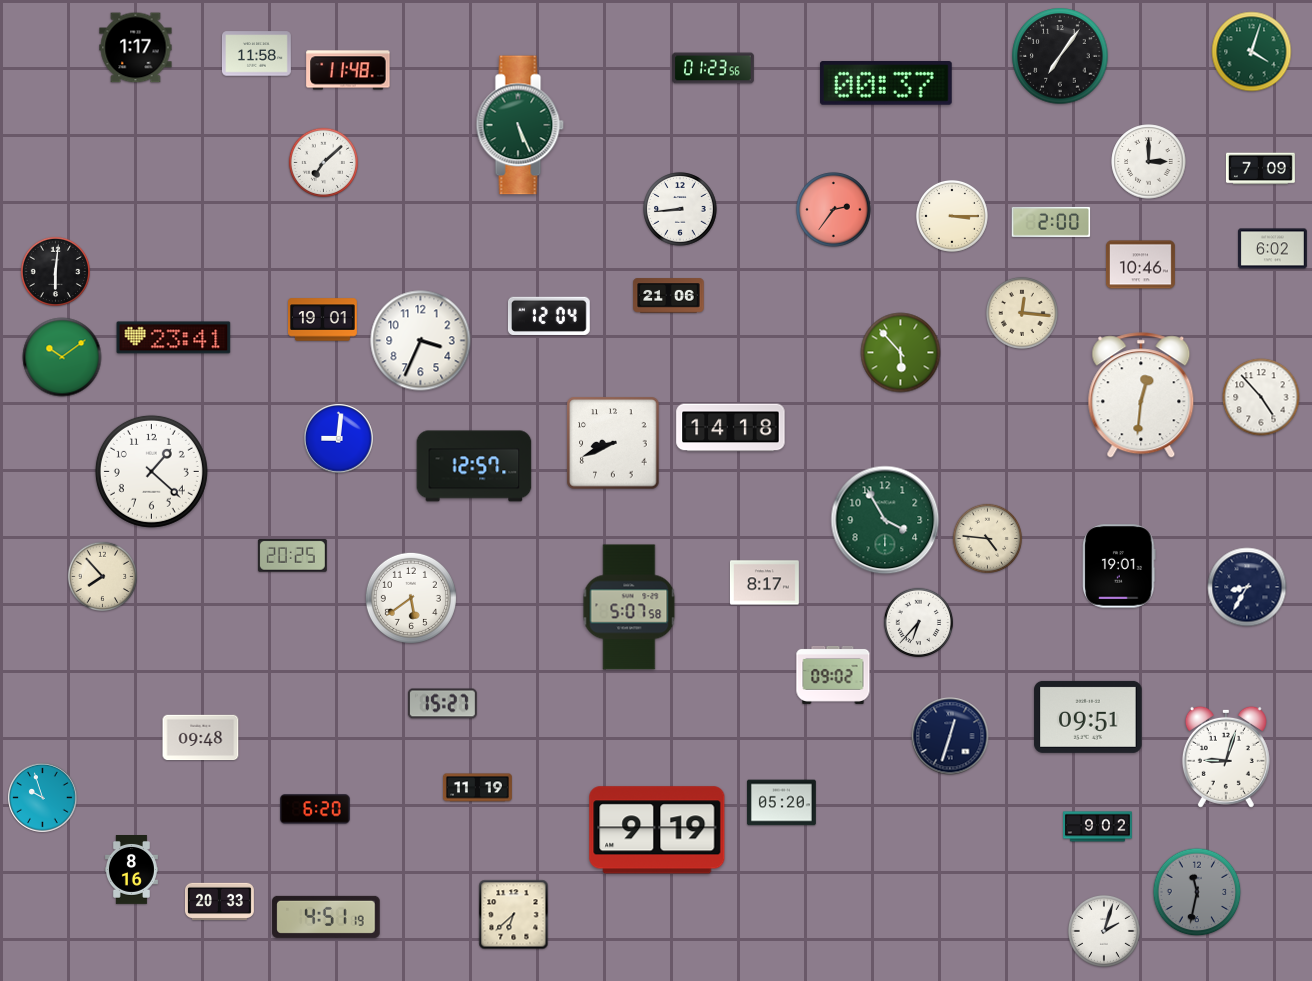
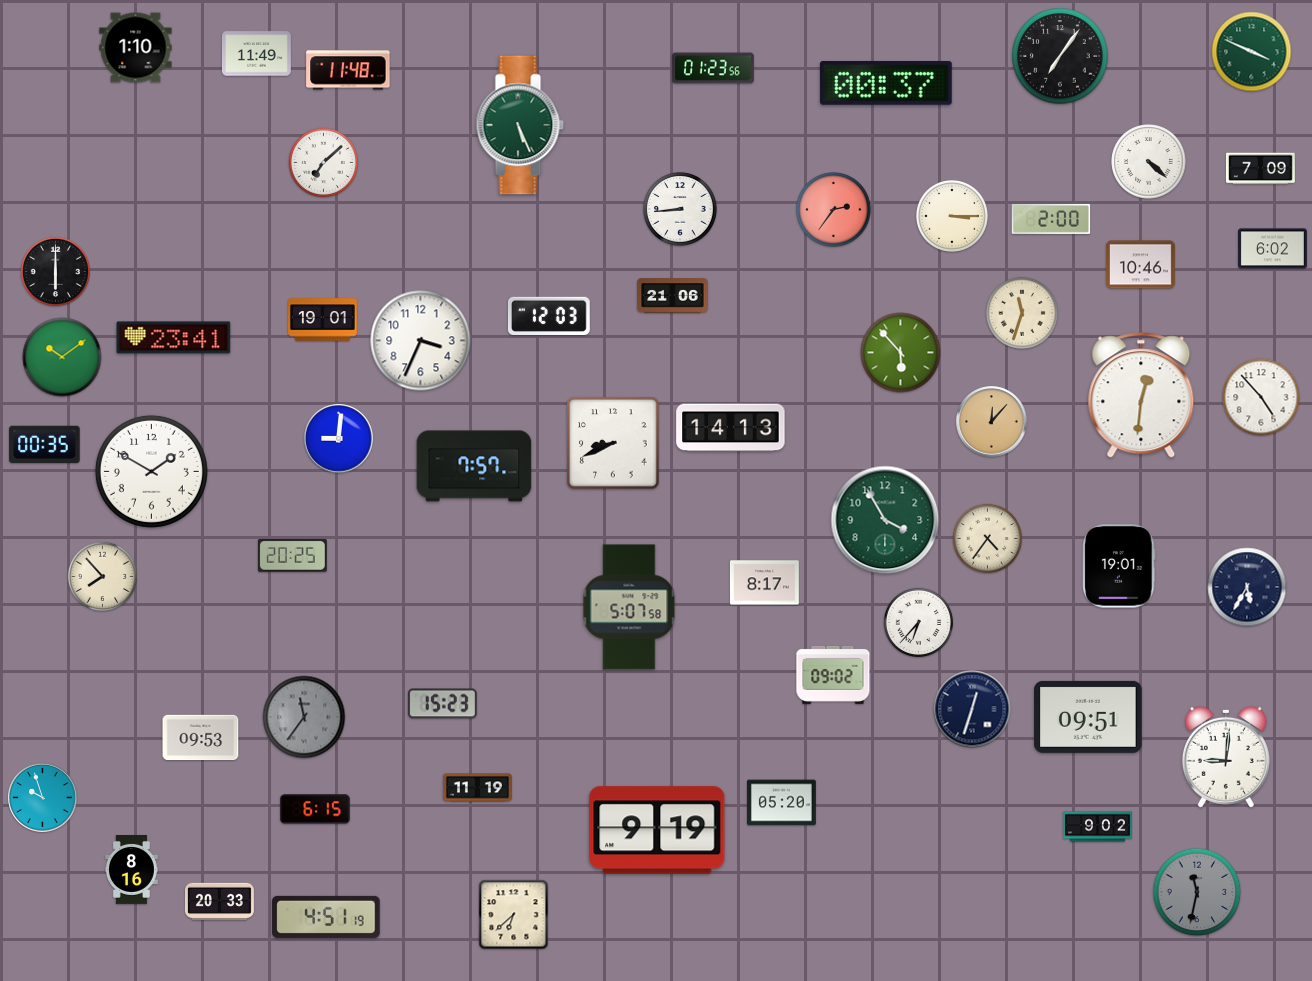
clock at (136, 48): 1:17 -> 1:10
clock at (1252, 52): 4:03 -> 3:49
clock at (256, 54): 11:58 -> 11:49
clock at (1149, 162): 3:00 -> 4:22
clock at (1051, 222) position: (1051, 222) -> (1051, 219)
clock at (56, 272): 6:01 -> 6:00
clock at (669, 296) position: (669, 296) -> (673, 296)
clock at (1022, 313): 12:16 -> 11:33
clock at (549, 315): 12:04 -> 12:03
clock at (992, 422): none -> 12:07
clock at (731, 428): 14:18 -> 14:13
clock at (45, 444): none -> 00:35
clock at (474, 466): 12:57 -> 7:57
clock at (151, 471): 1:22 -> 1:50
clock at (988, 539): 4:46 -> 4:36
clock at (1247, 587): 8:35 -> 5:35
clock at (411, 598): 5:39 -> none
clock at (442, 704): 15:27 -> 15:23
clock at (304, 717): none -> 11:36
clock at (950, 736) position: (950, 736) -> (972, 709)
clock at (201, 738): 09:48 -> 09:53
clock at (1226, 757): 9:03 -> 9:01
clock at (315, 809): 6:20 -> 6:15
clock at (1104, 931): 2:03 -> none
